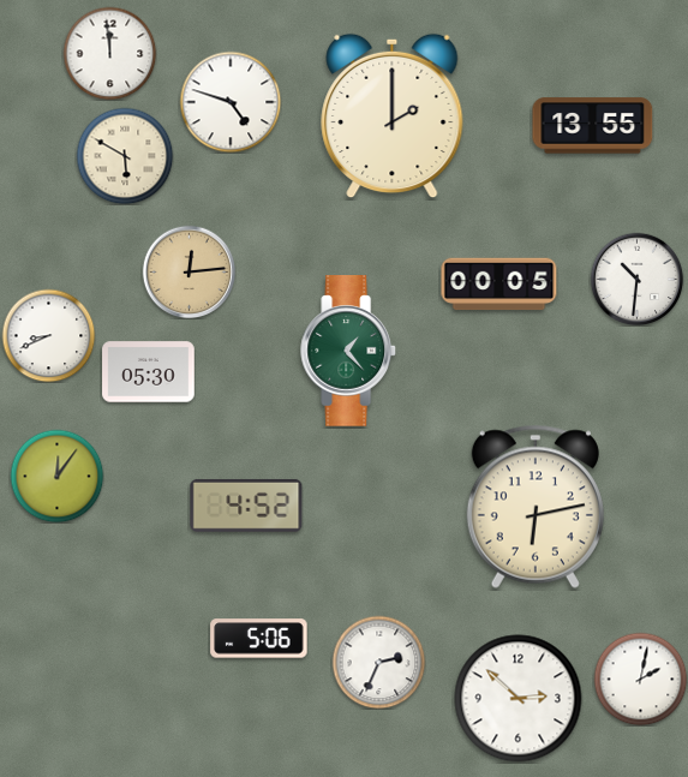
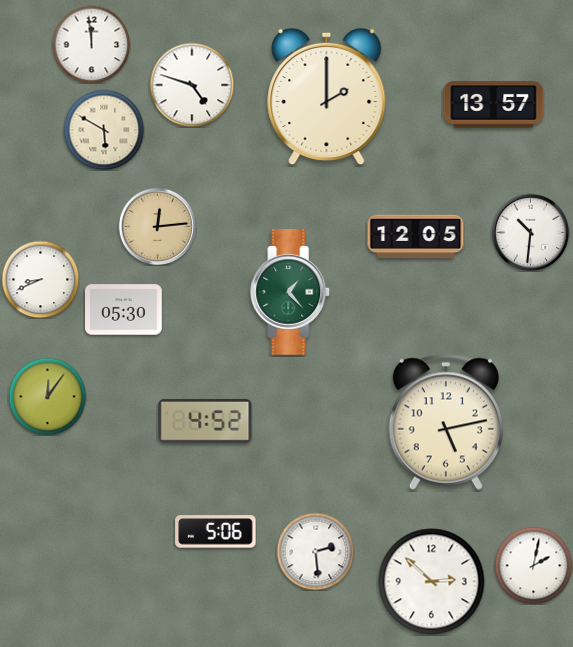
clock at (593, 126): 13:55 -> 13:57
clock at (499, 285): 00:05 -> 12:05
clock at (536, 507): 6:13 -> 5:13
clock at (378, 662): 2:34 -> 2:29
